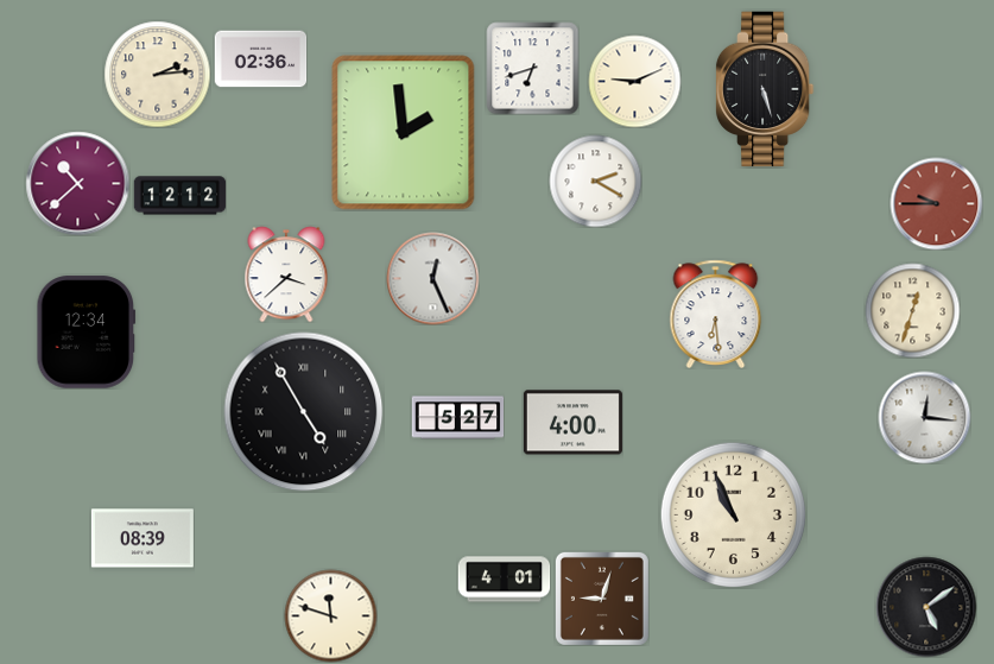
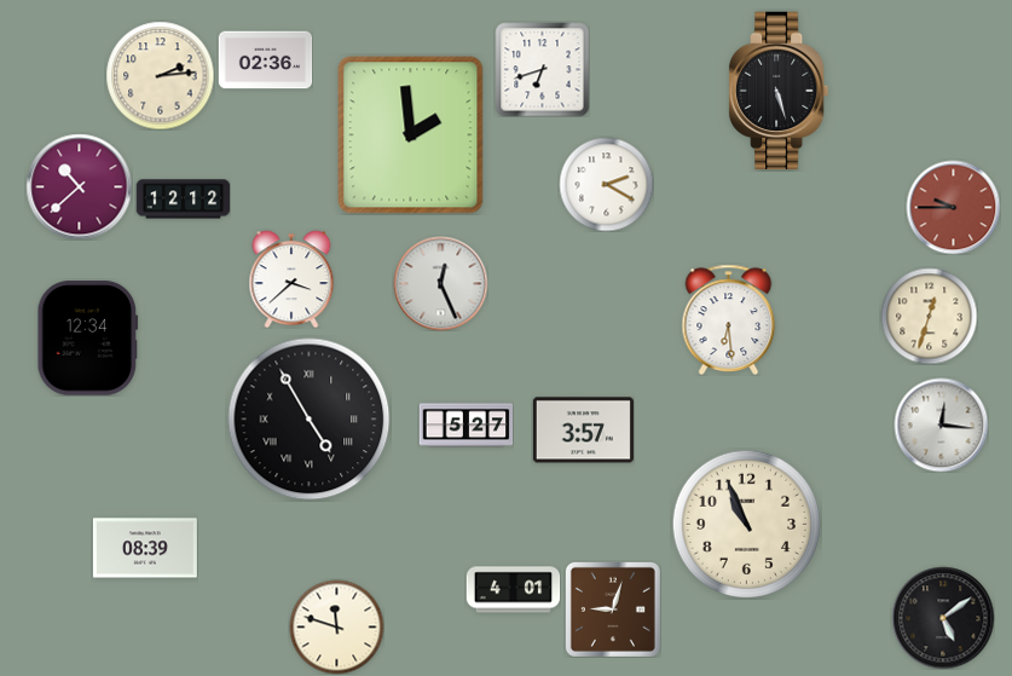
clock at (634, 81): 9:11 -> none
clock at (572, 423): 4:00 -> 3:57
